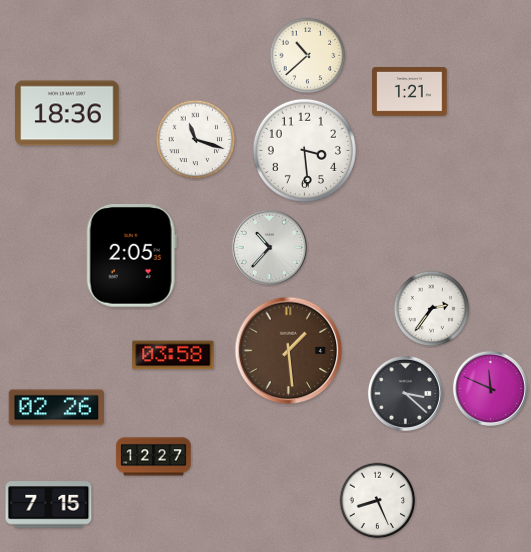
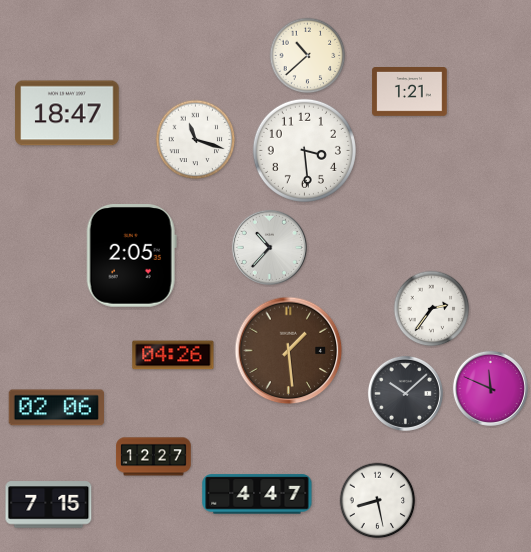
clock at (67, 113): 18:36 -> 18:47
clock at (173, 355): 03:58 -> 04:26
clock at (405, 393): 3:22 -> 10:08
clock at (56, 408): 02:26 -> 02:06
clock at (257, 494): none -> 4:47
clock at (378, 501): 8:26 -> 8:28
